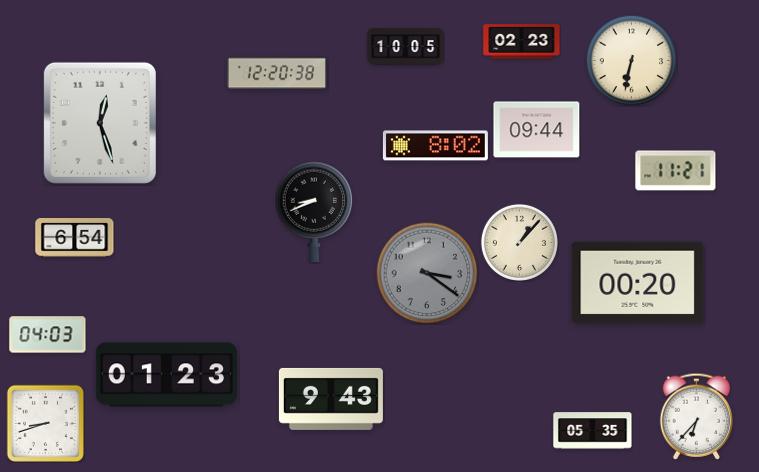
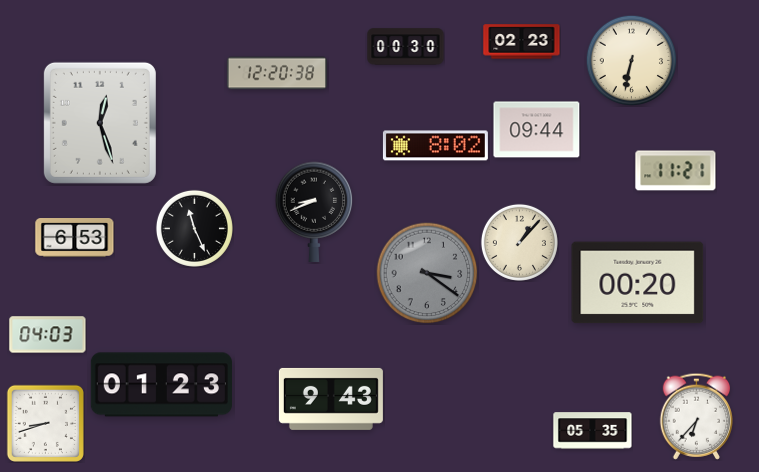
clock at (406, 47): 10:05 -> 00:30
clock at (194, 228): none -> 11:26
clock at (75, 238): 6:54 -> 6:53
clock at (166, 375) position: (166, 375) -> (161, 385)
